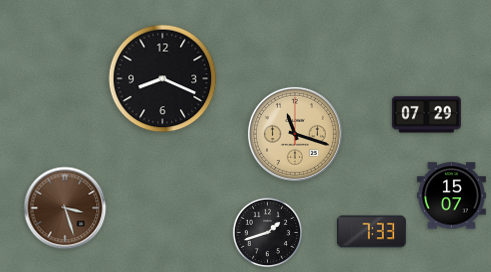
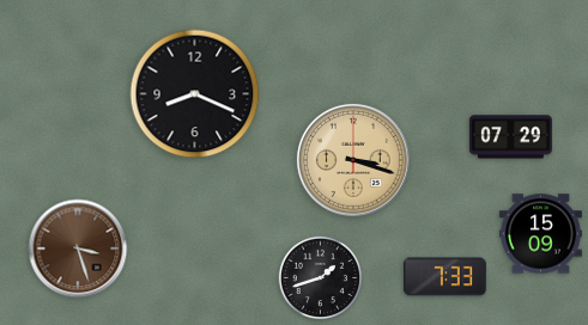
clock at (295, 134): 11:18 -> 3:18
clock at (451, 196): 15:07 -> 15:09
